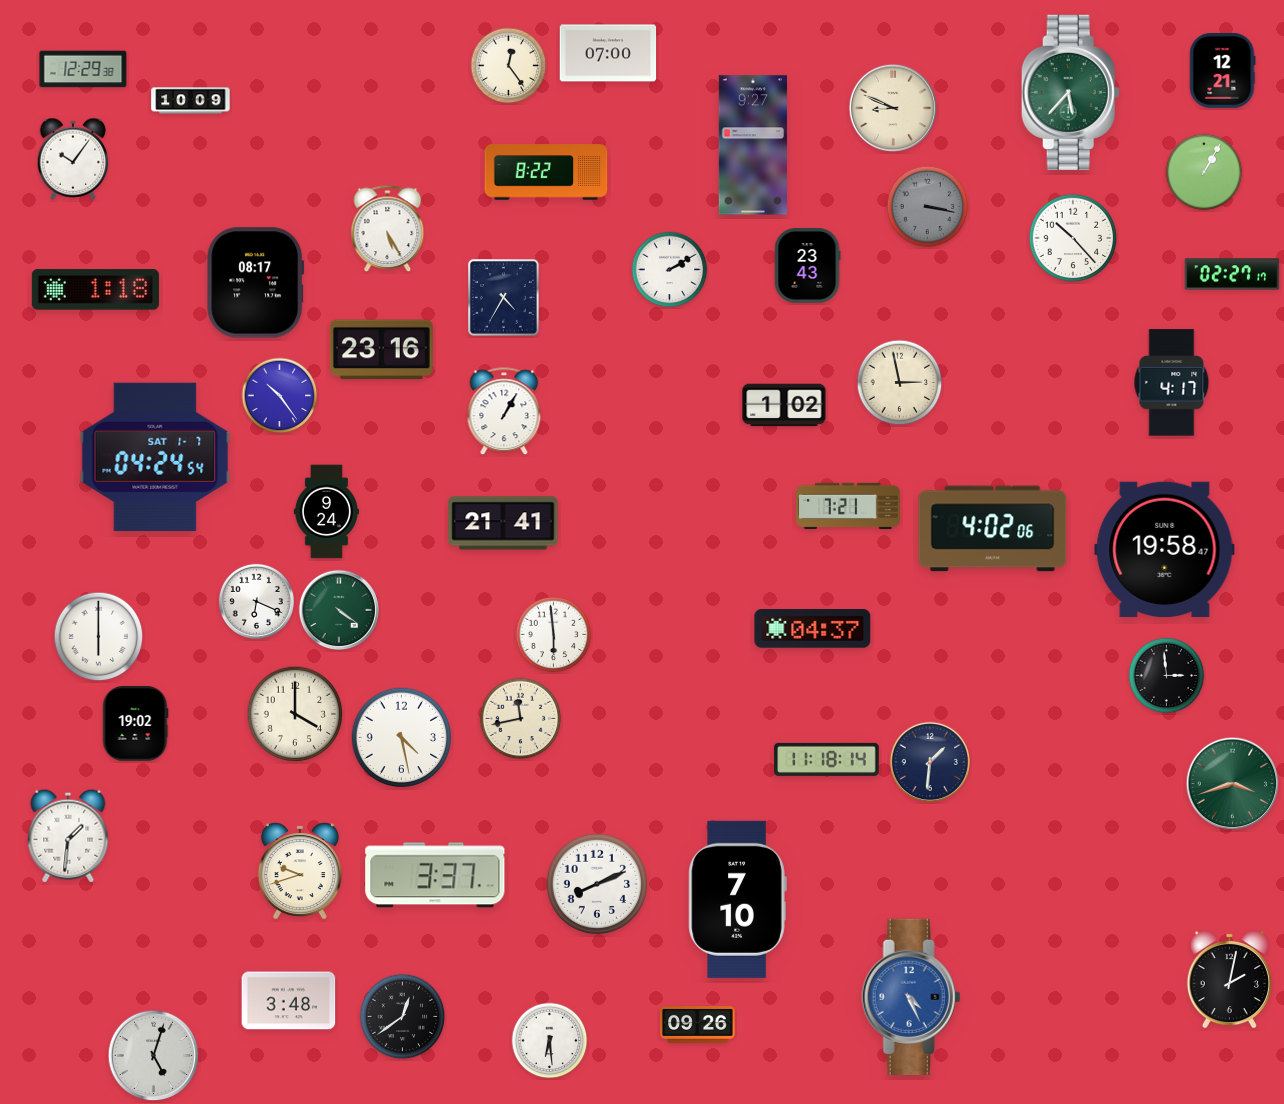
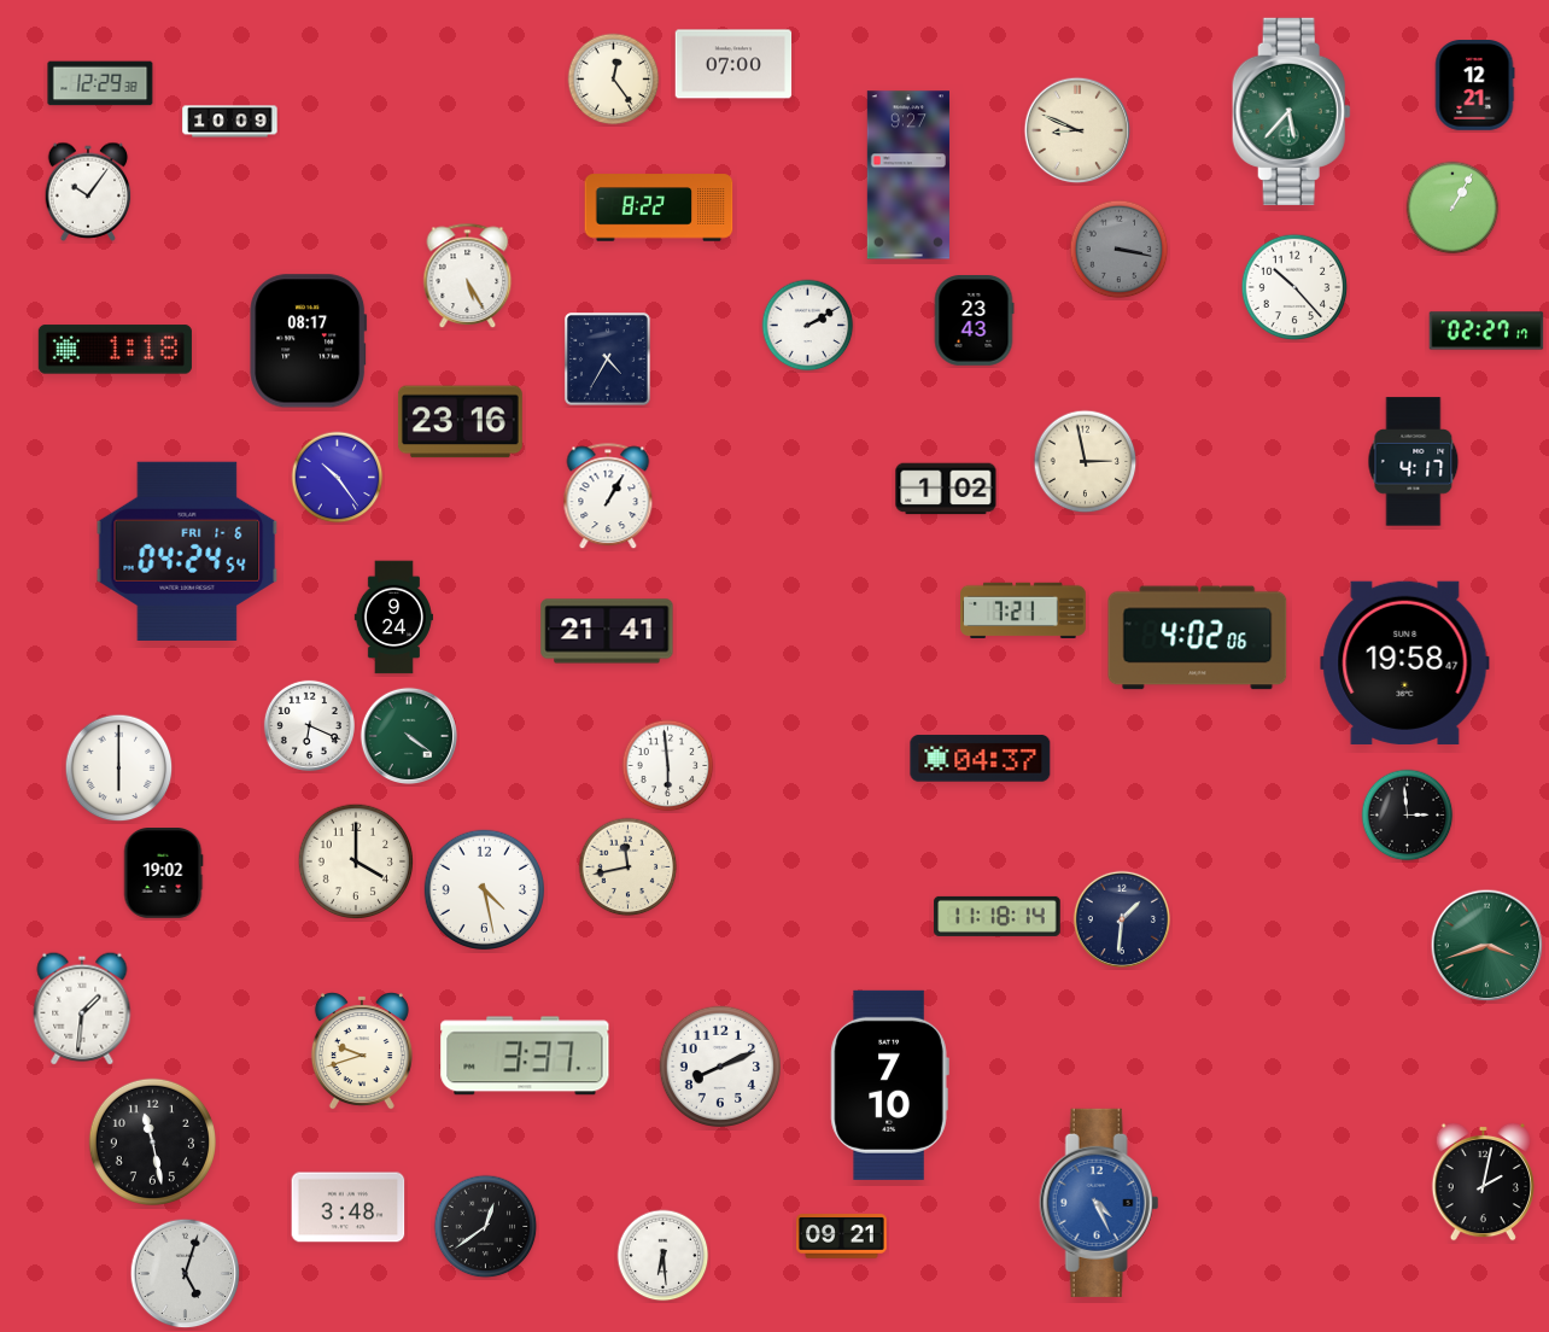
clock at (155, 457) date: SAT 1-7 -> FRI 1-6
clock at (152, 1141): none -> 11:28
clock at (698, 1025): 09:26 -> 09:21
